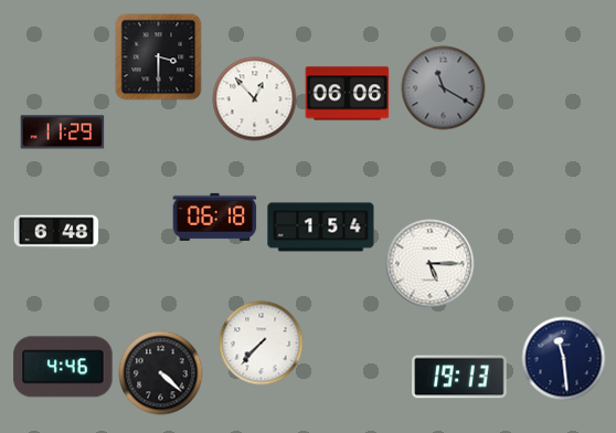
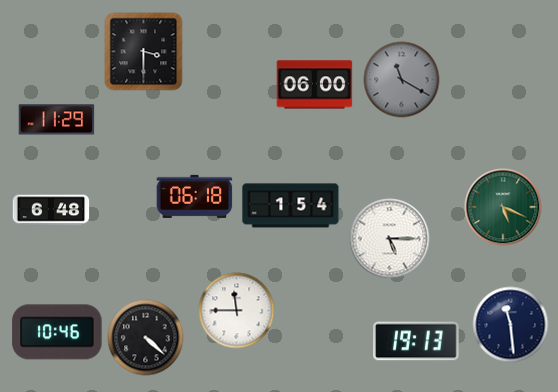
clock at (348, 94): 06:06 -> 06:00
clock at (255, 99): 12:53 -> none
clock at (503, 207): none -> 5:19
clock at (262, 344): 7:37 -> 11:45
clock at (63, 367): 4:46 -> 10:46
